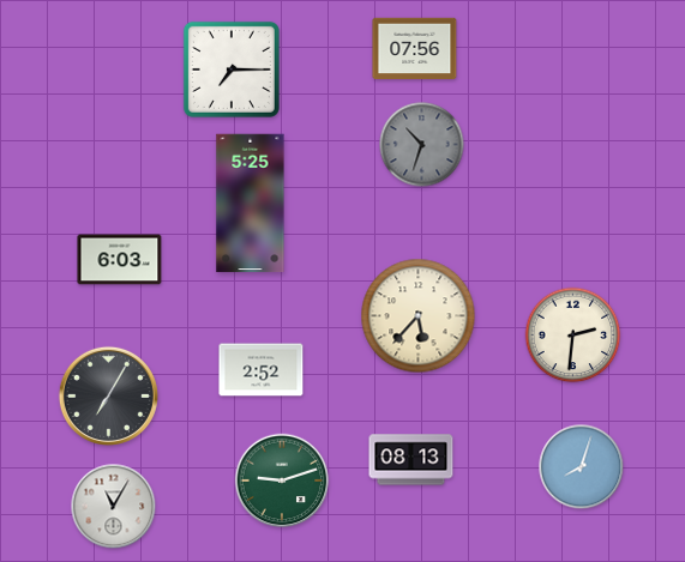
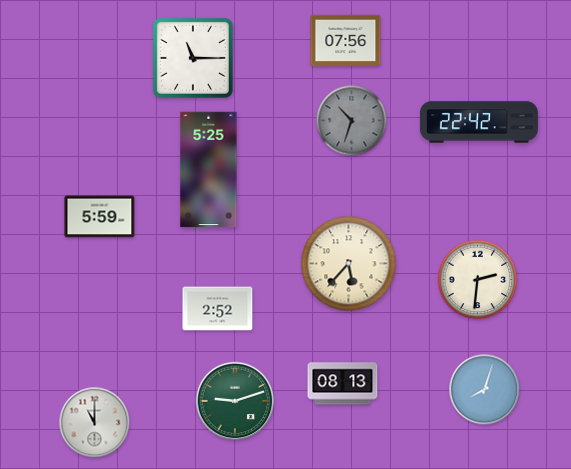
clock at (232, 70): 7:15 -> 11:15
clock at (479, 122): none -> 22:42
clock at (120, 260): 6:03 -> 5:59
clock at (108, 395): 7:05 -> none
clock at (114, 507): 11:05 -> 11:00
